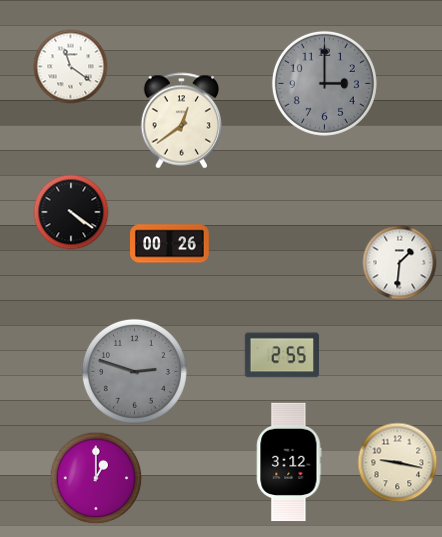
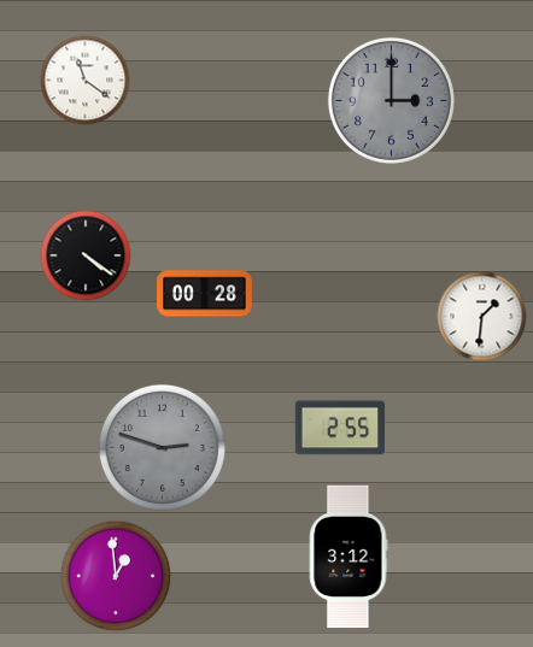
clock at (182, 121): 12:39 -> none
clock at (170, 244): 00:26 -> 00:28
clock at (398, 463): 9:17 -> none
clock at (96, 478): 1:00 -> 12:59
